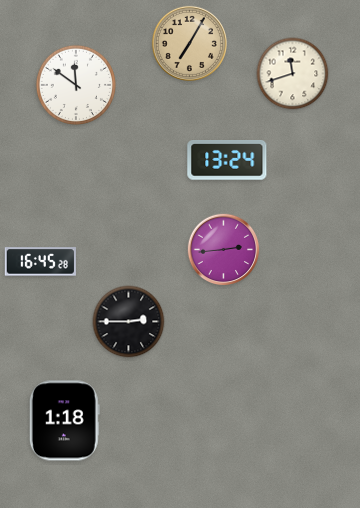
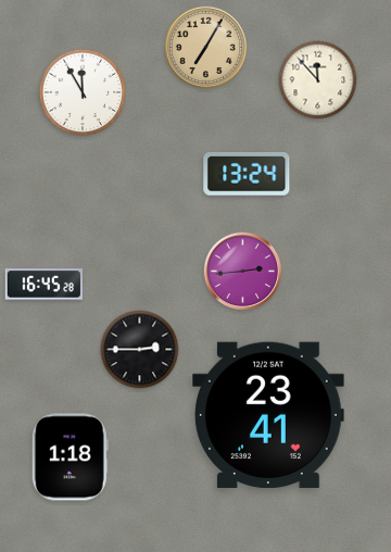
clock at (293, 74): 11:42 -> 11:53
clock at (76, 85): 11:51 -> 11:55
clock at (269, 415): none -> 23:41
